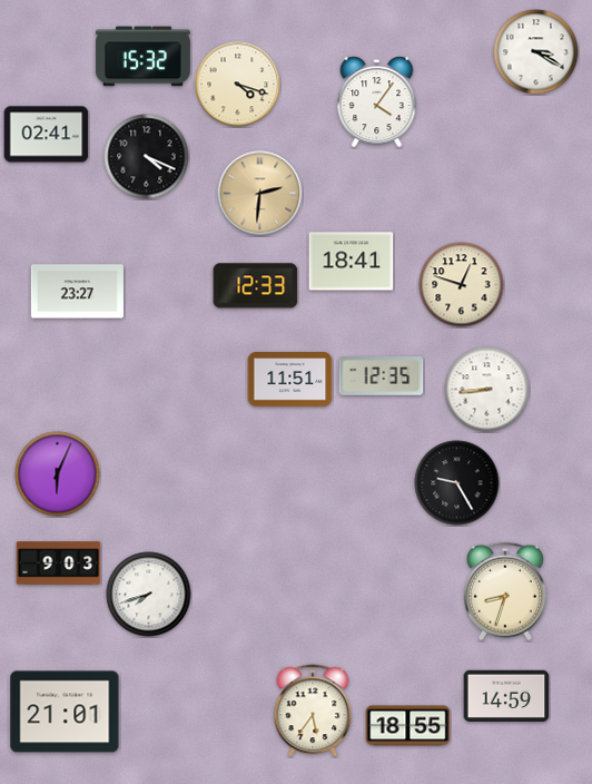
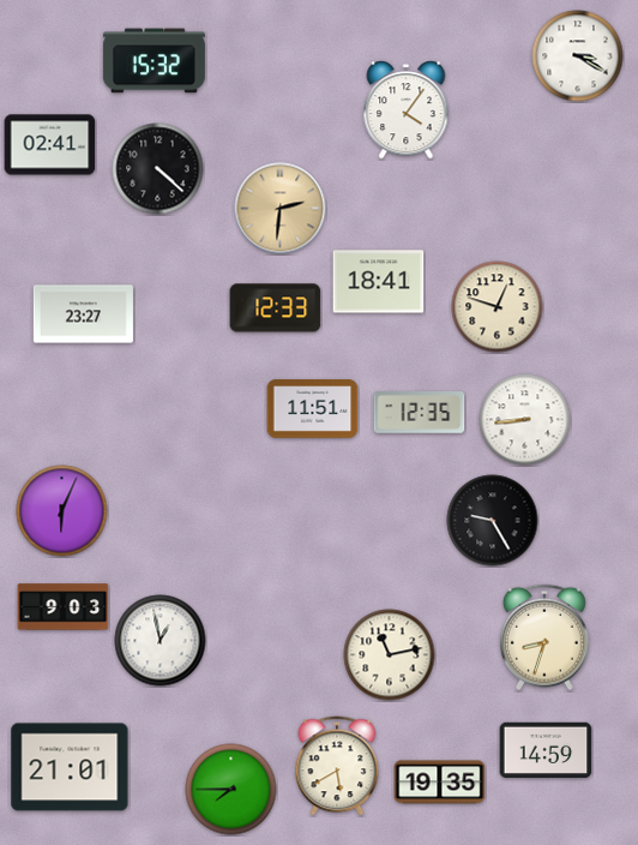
clock at (238, 85): 4:18 -> none
clock at (147, 157): 4:19 -> 4:22
clock at (382, 376) position: (382, 376) -> (420, 413)
clock at (149, 595): 7:42 -> 12:58
clock at (390, 655): none -> 11:13
clock at (313, 710): 5:36 -> 5:40
clock at (408, 726): 18:55 -> 19:35
clock at (231, 790): none -> 7:45
